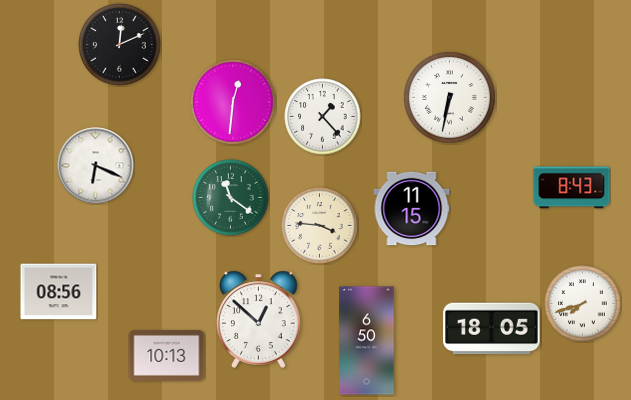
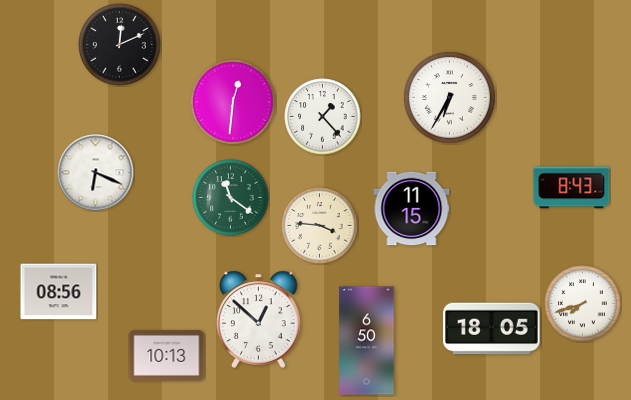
clock at (450, 98): 6:32 -> 6:35
clock at (96, 166) position: (96, 166) -> (96, 173)
